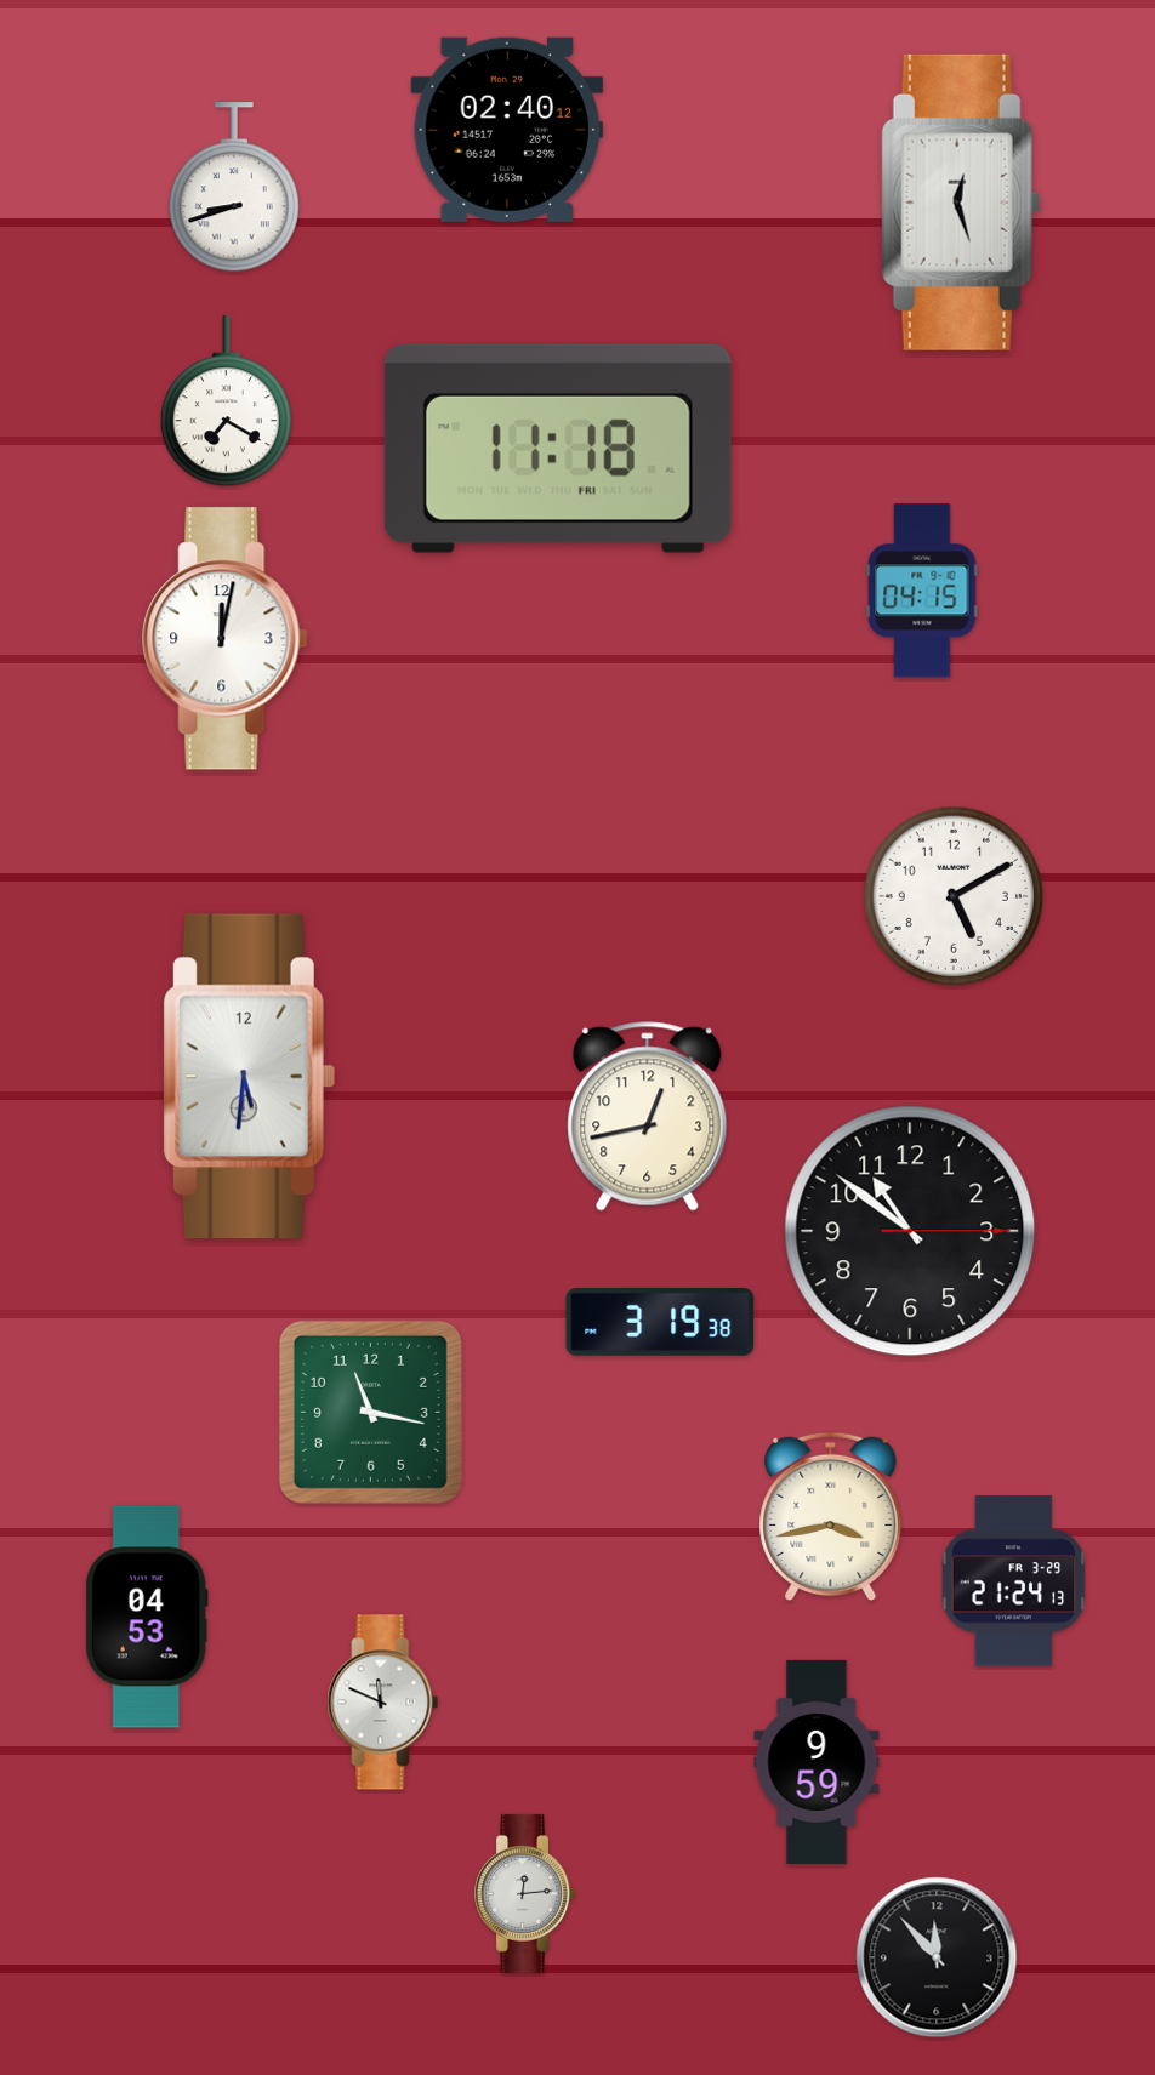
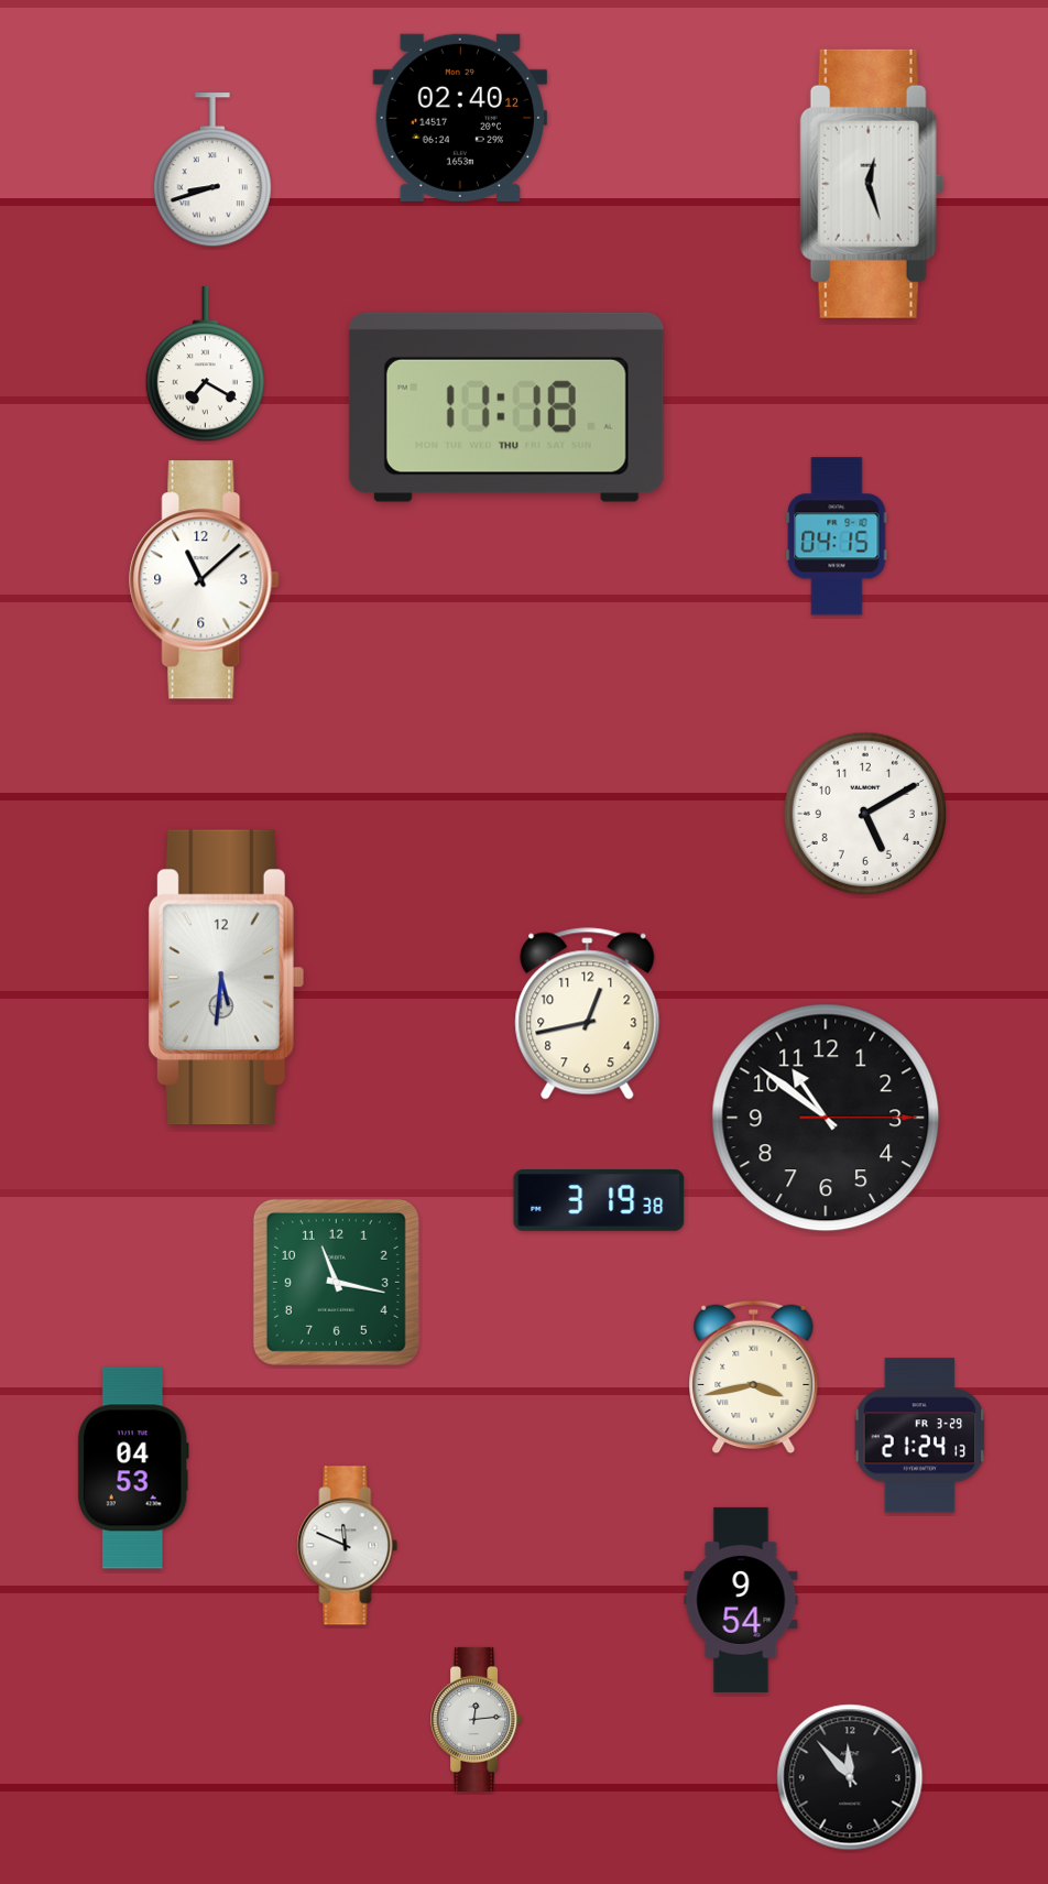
clock at (558, 449) date: FRI -> THU
clock at (226, 639): 12:02 -> 11:08
clock at (817, 1762): 9:59 -> 9:54
